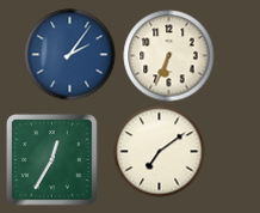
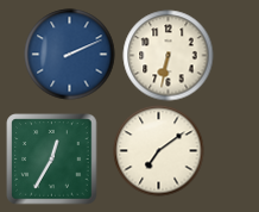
clock at (70, 55): 2:06 -> 2:11
clock at (169, 56): 6:34 -> 6:32
